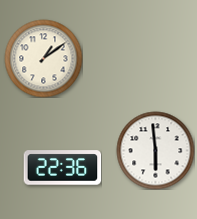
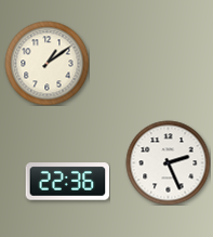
clock at (155, 150): 5:59 -> 2:26
